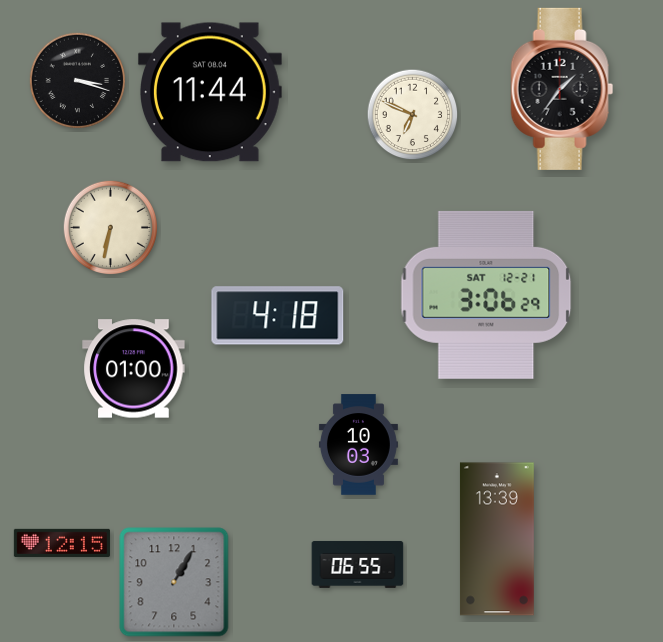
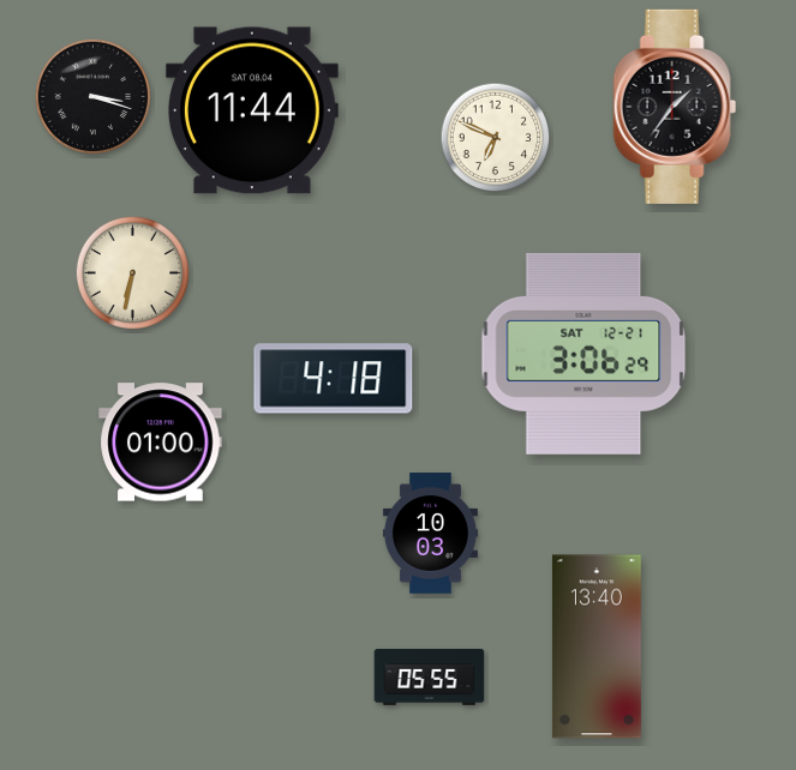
clock at (497, 539): 13:39 -> 13:40
clock at (62, 543): 12:15 -> none
clock at (358, 564): 06:55 -> 05:55
clock at (174, 582): 1:05 -> none
